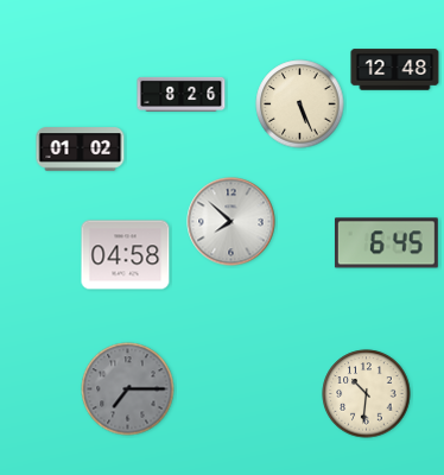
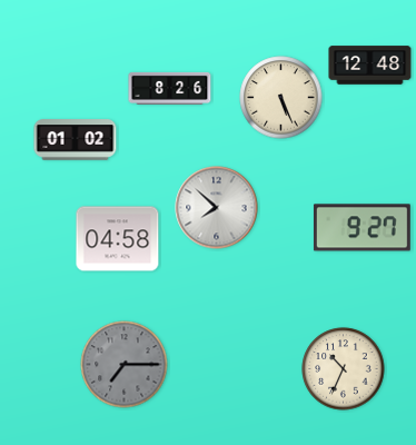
clock at (386, 243): 6:45 -> 9:27
clock at (128, 389) position: (128, 389) -> (125, 365)
clock at (367, 394): 10:31 -> 10:34
